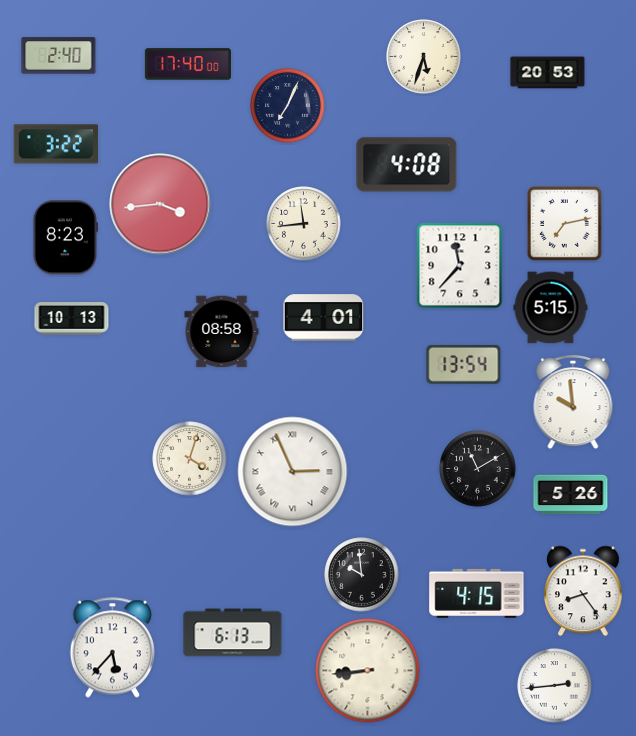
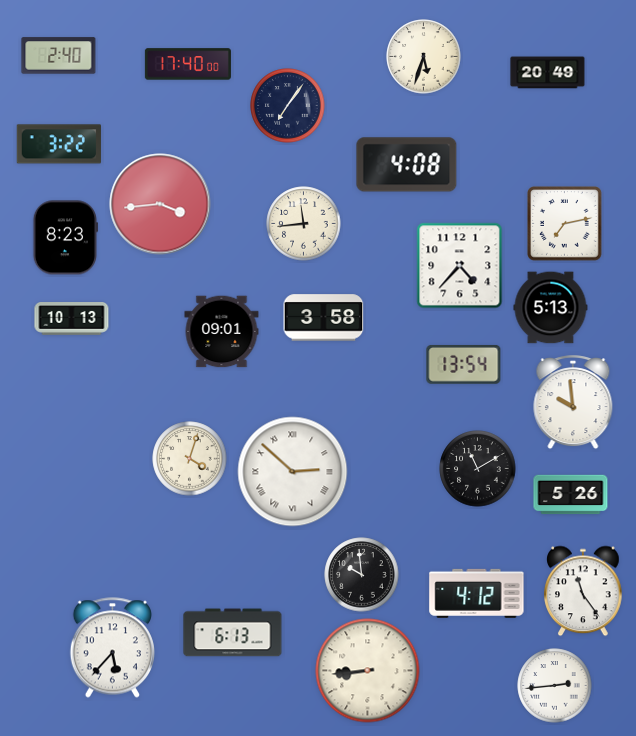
clock at (548, 73): 20:53 -> 20:49
clock at (288, 106): 7:04 -> 7:06
clock at (56, 144) position: (56, 144) -> (59, 144)
clock at (460, 266): 11:37 -> 4:37
clock at (551, 308): 5:15 -> 5:13
clock at (324, 318): 4:01 -> 3:58
clock at (222, 332): 08:58 -> 09:01
clock at (293, 472): 2:56 -> 2:52
clock at (583, 591): 8:24 -> 11:24
clock at (477, 593): 4:15 -> 4:12
